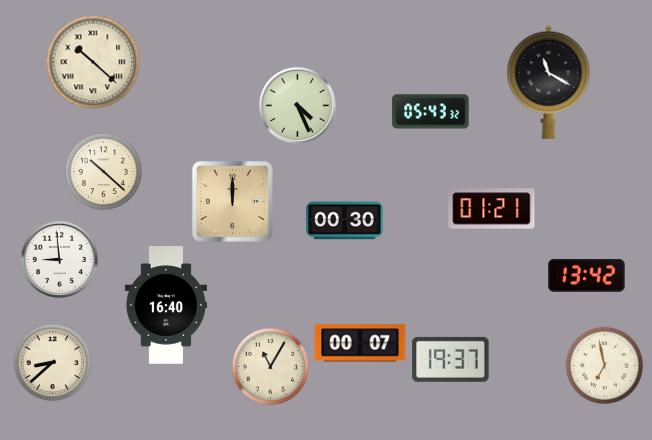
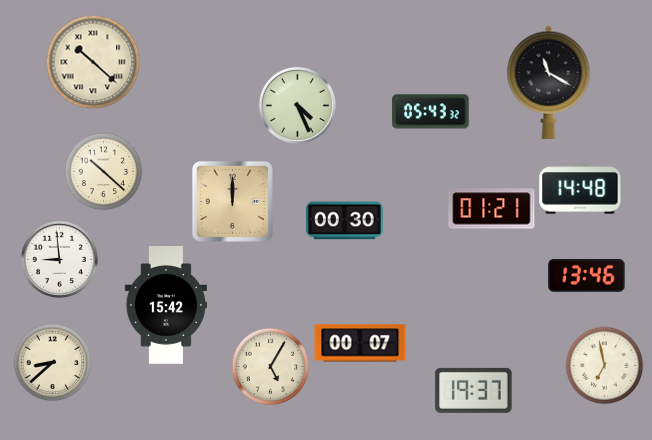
clock at (580, 189): none -> 14:48
clock at (587, 275): 13:42 -> 13:46
clock at (166, 305): 16:40 -> 15:42
clock at (451, 359) position: (451, 359) -> (474, 390)
clock at (270, 366): 11:05 -> 5:05
